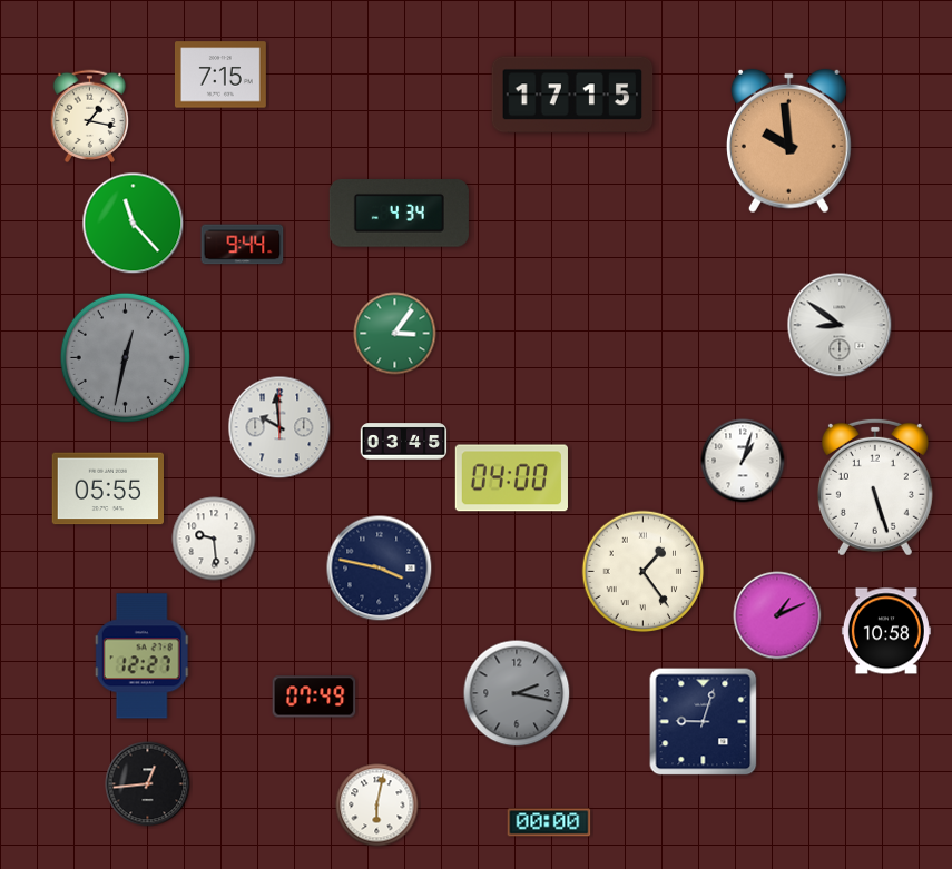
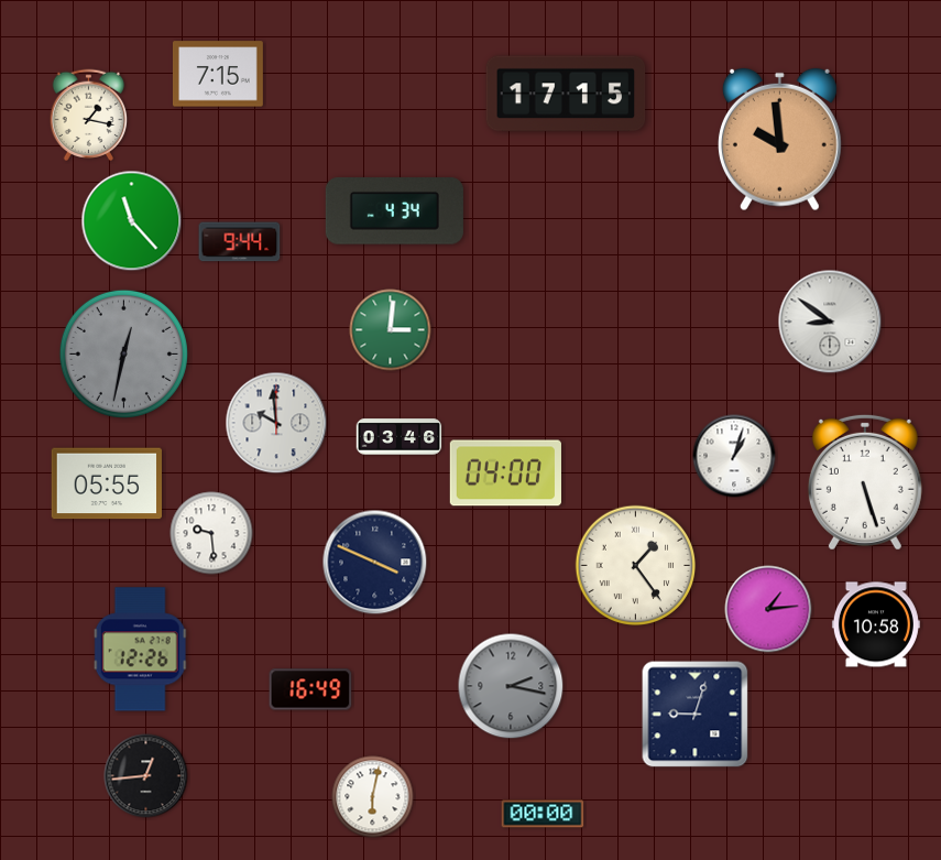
clock at (395, 334): 3:06 -> 3:01
clock at (404, 442): 03:45 -> 03:46
clock at (380, 569): 3:47 -> 3:49
clock at (777, 615): 1:11 -> 1:14
clock at (143, 656): 12:27 -> 12:26
clock at (314, 697): 07:49 -> 16:49
